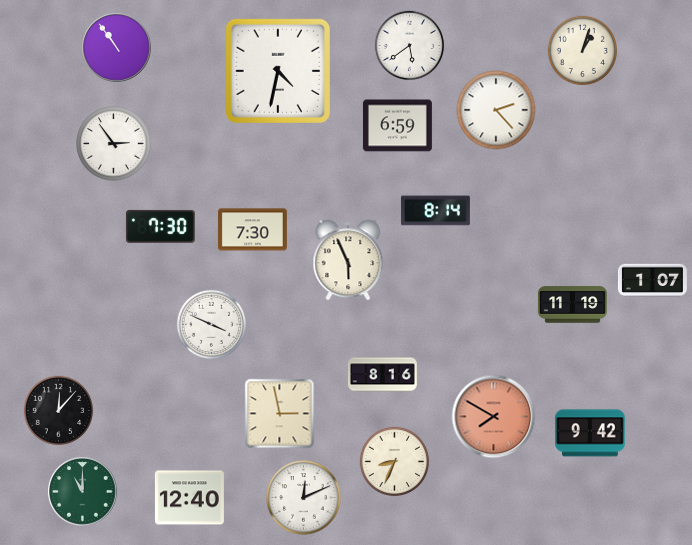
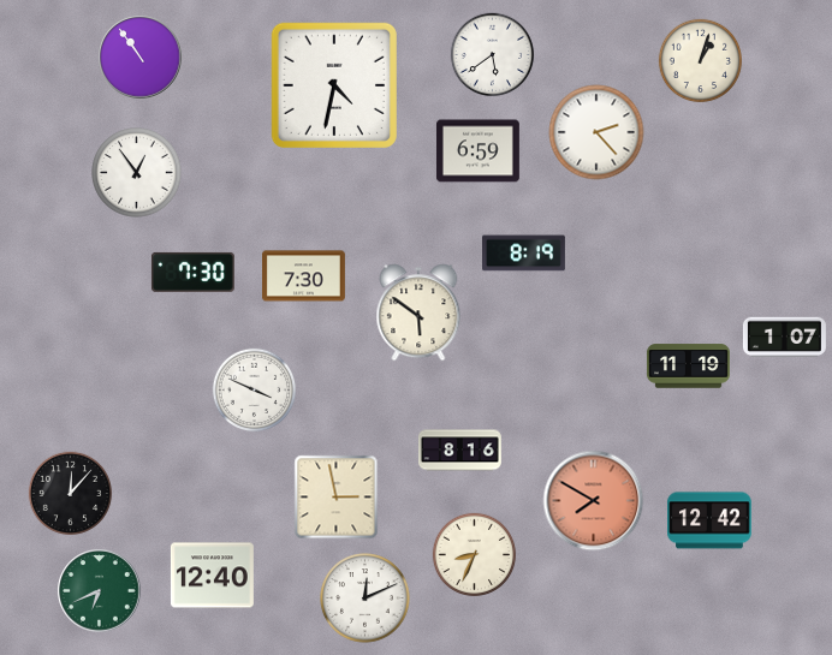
clock at (114, 144): 2:54 -> 12:54
clock at (435, 211): 8:14 -> 8:19
clock at (348, 260): 5:56 -> 5:51
clock at (591, 433): 9:42 -> 12:42
clock at (83, 492): 11:00 -> 6:41
clock at (189, 498) position: (189, 498) -> (212, 576)
